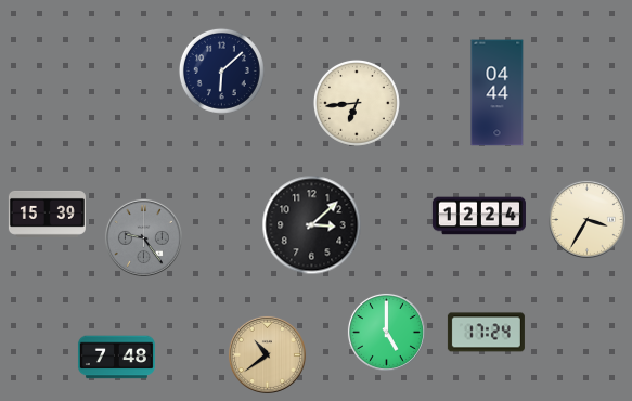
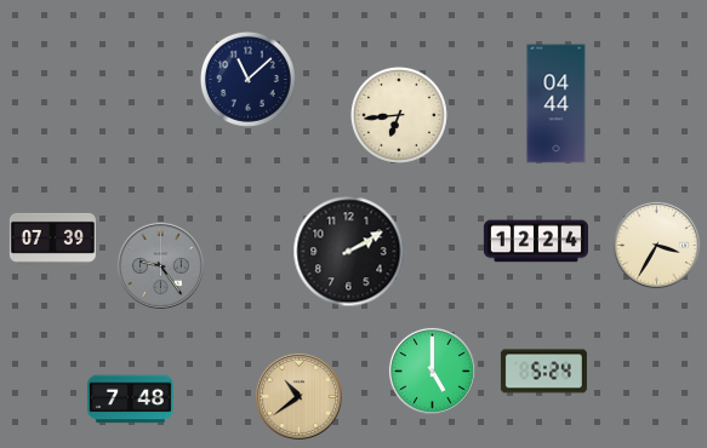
clock at (221, 70): 6:08 -> 11:08
clock at (47, 214): 15:39 -> 07:39
clock at (312, 225): 3:08 -> 2:10
clock at (486, 333): 17:24 -> 5:24
